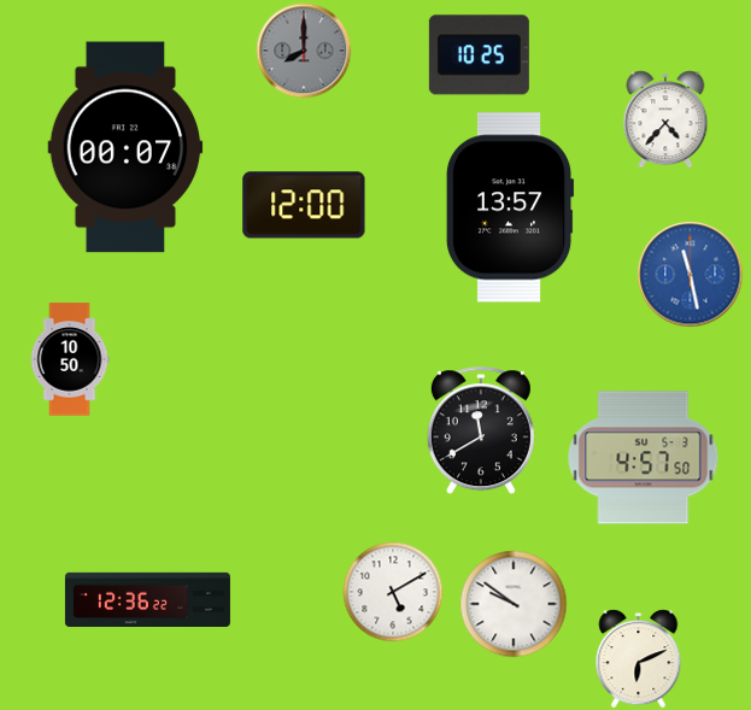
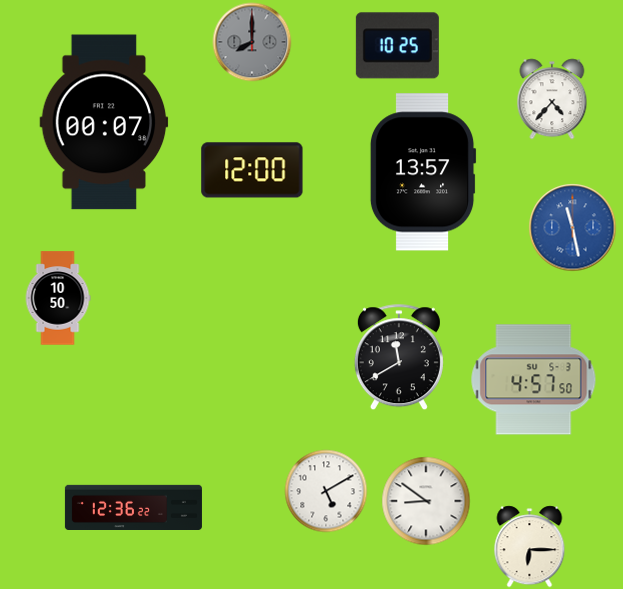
clock at (147, 599) position: (147, 599) -> (133, 507)
clock at (514, 604): 9:51 -> 8:51
clock at (639, 658): 6:11 -> 6:15
